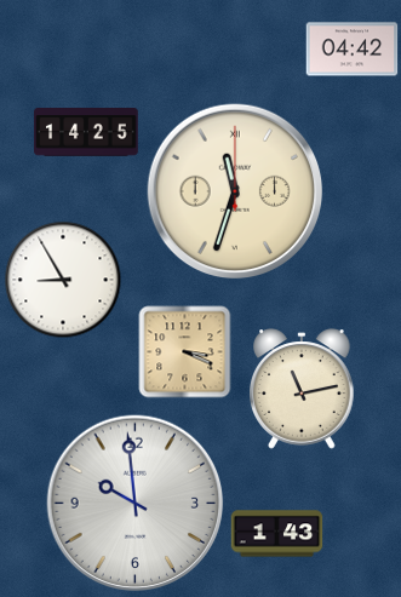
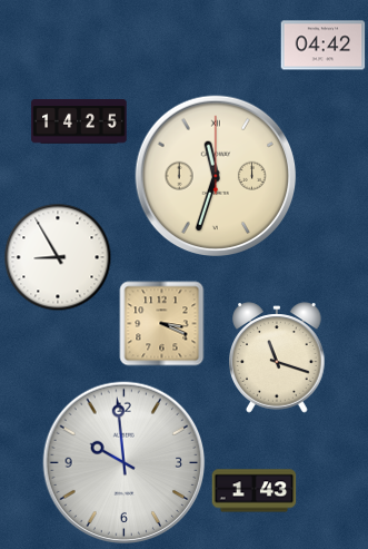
clock at (185, 352) position: (185, 352) -> (162, 324)
clock at (302, 389): 11:13 -> 11:18
